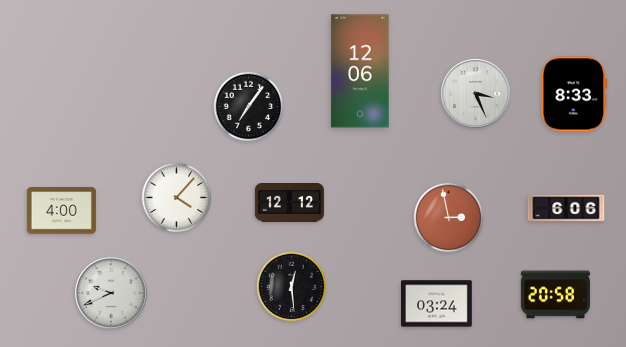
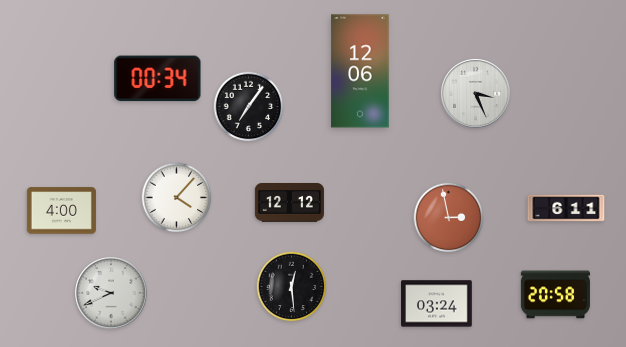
clock at (158, 79): none -> 00:34
clock at (574, 94): 8:33 -> none
clock at (566, 208): 6:06 -> 6:11
